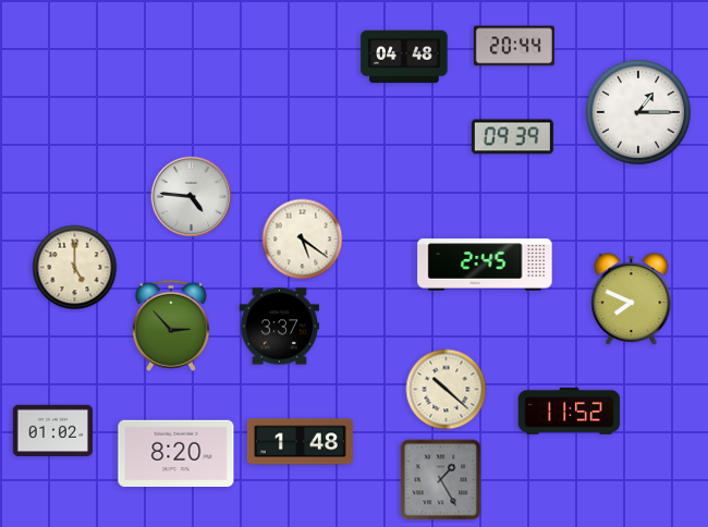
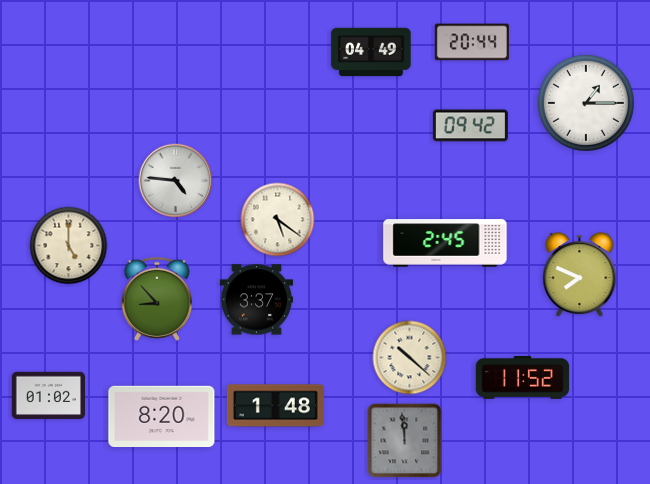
clock at (404, 57): 04:48 -> 04:49
clock at (512, 137): 09:39 -> 09:42
clock at (171, 326): 2:53 -> 8:53
clock at (441, 480): 1:25 -> 11:59
